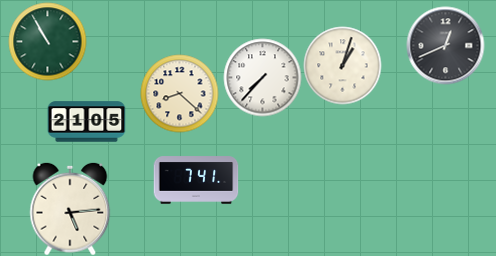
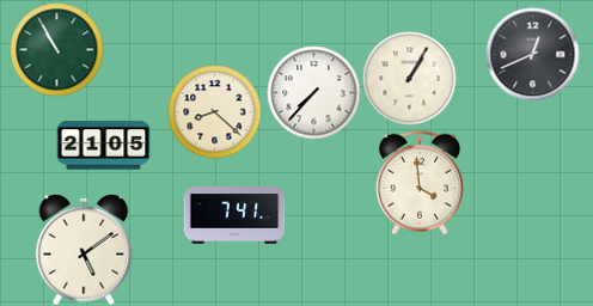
clock at (342, 65): 1:03 -> 1:05
clock at (420, 183): none -> 3:59
clock at (70, 209): 5:14 -> 5:09
